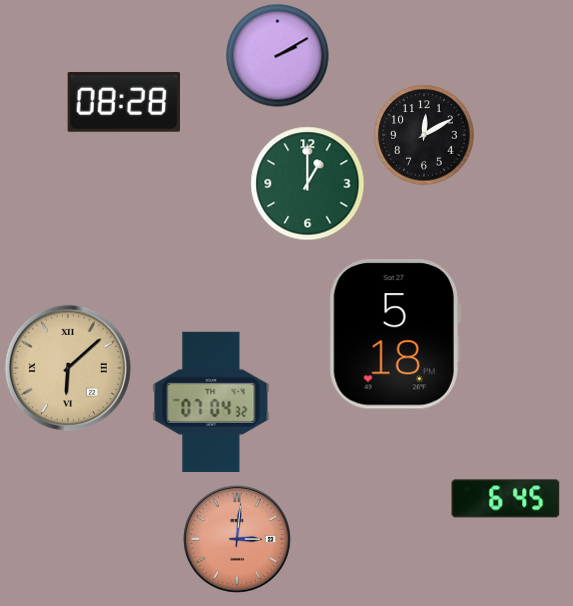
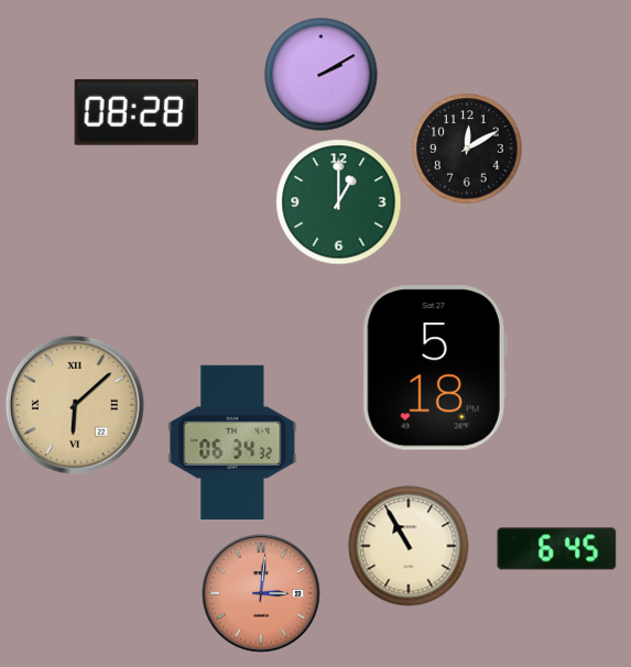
clock at (278, 56) position: (278, 56) -> (322, 75)
clock at (211, 402): 07:04 -> 06:34
clock at (409, 546): none -> 10:55
